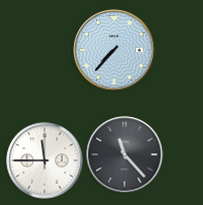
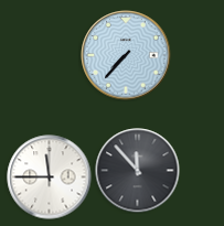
clock at (125, 155): 11:23 -> 11:53
